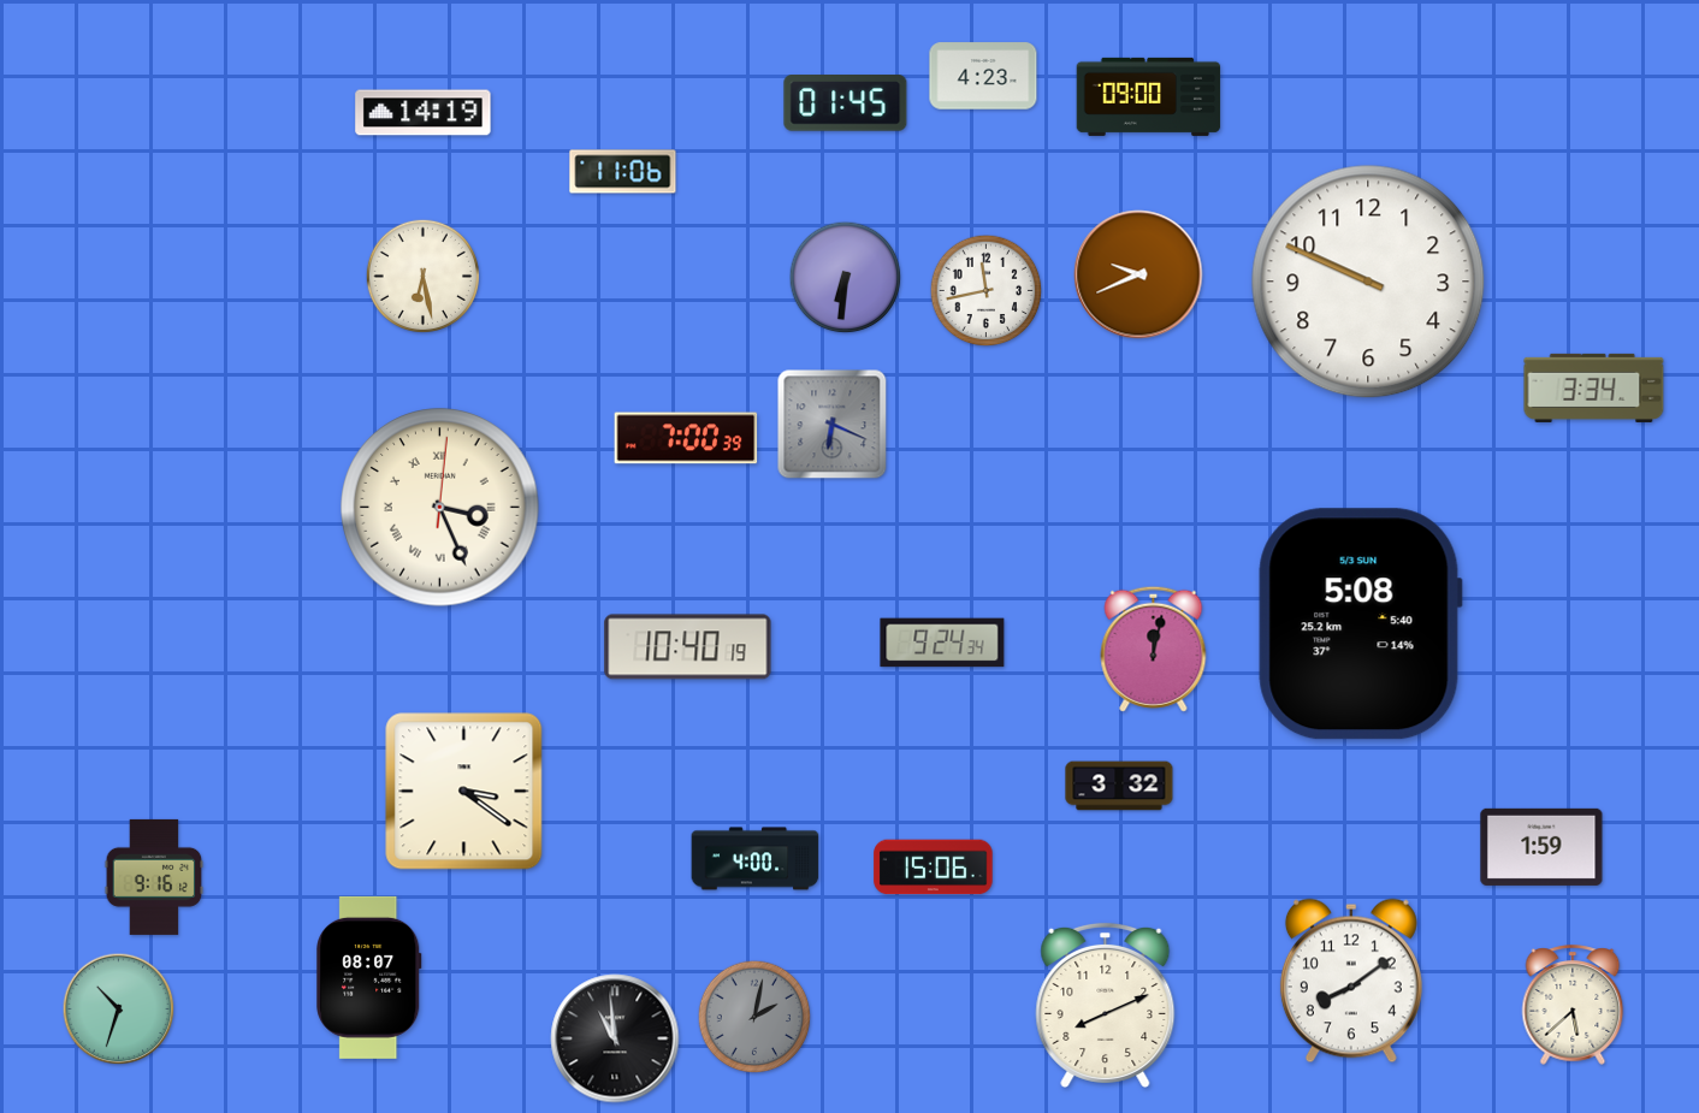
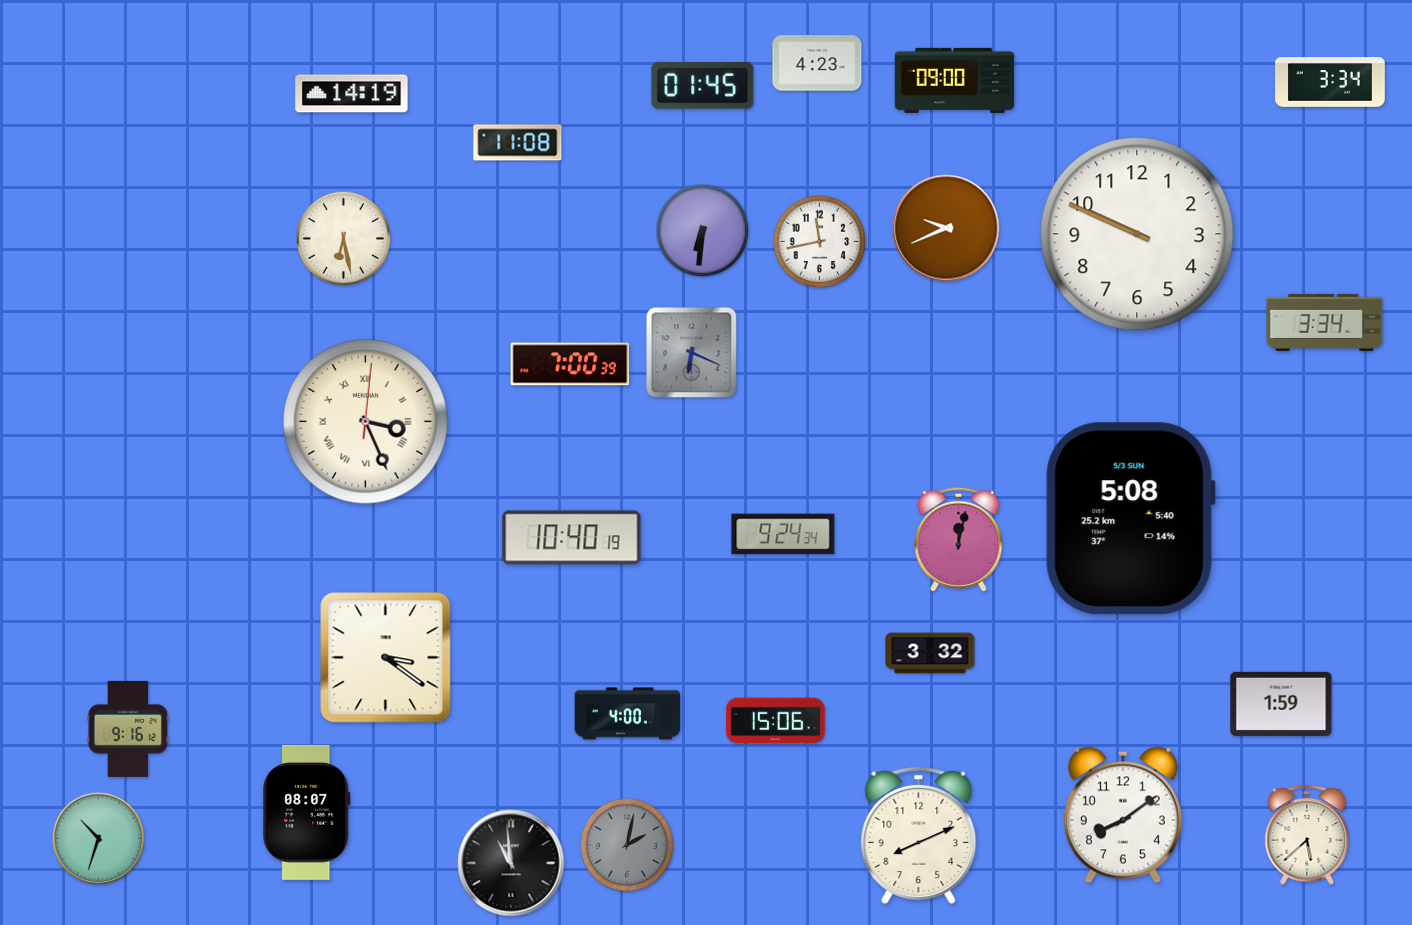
clock at (1331, 82): none -> 3:34
clock at (623, 172): 11:06 -> 11:08
clock at (422, 276) position: (422, 276) -> (343, 238)
